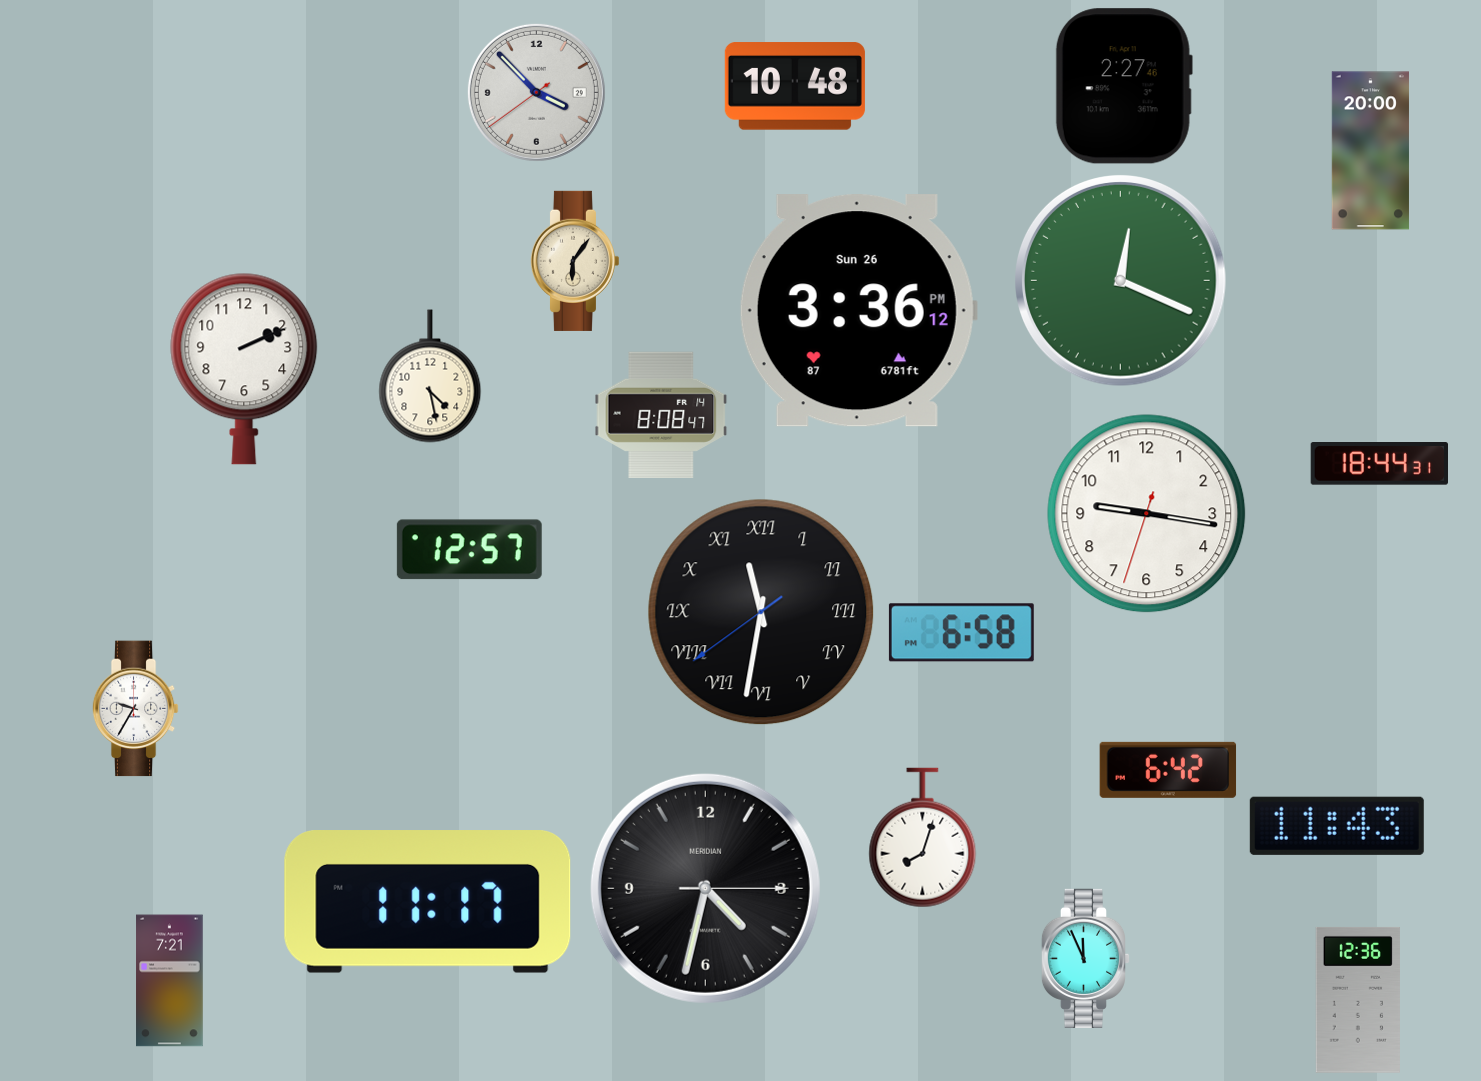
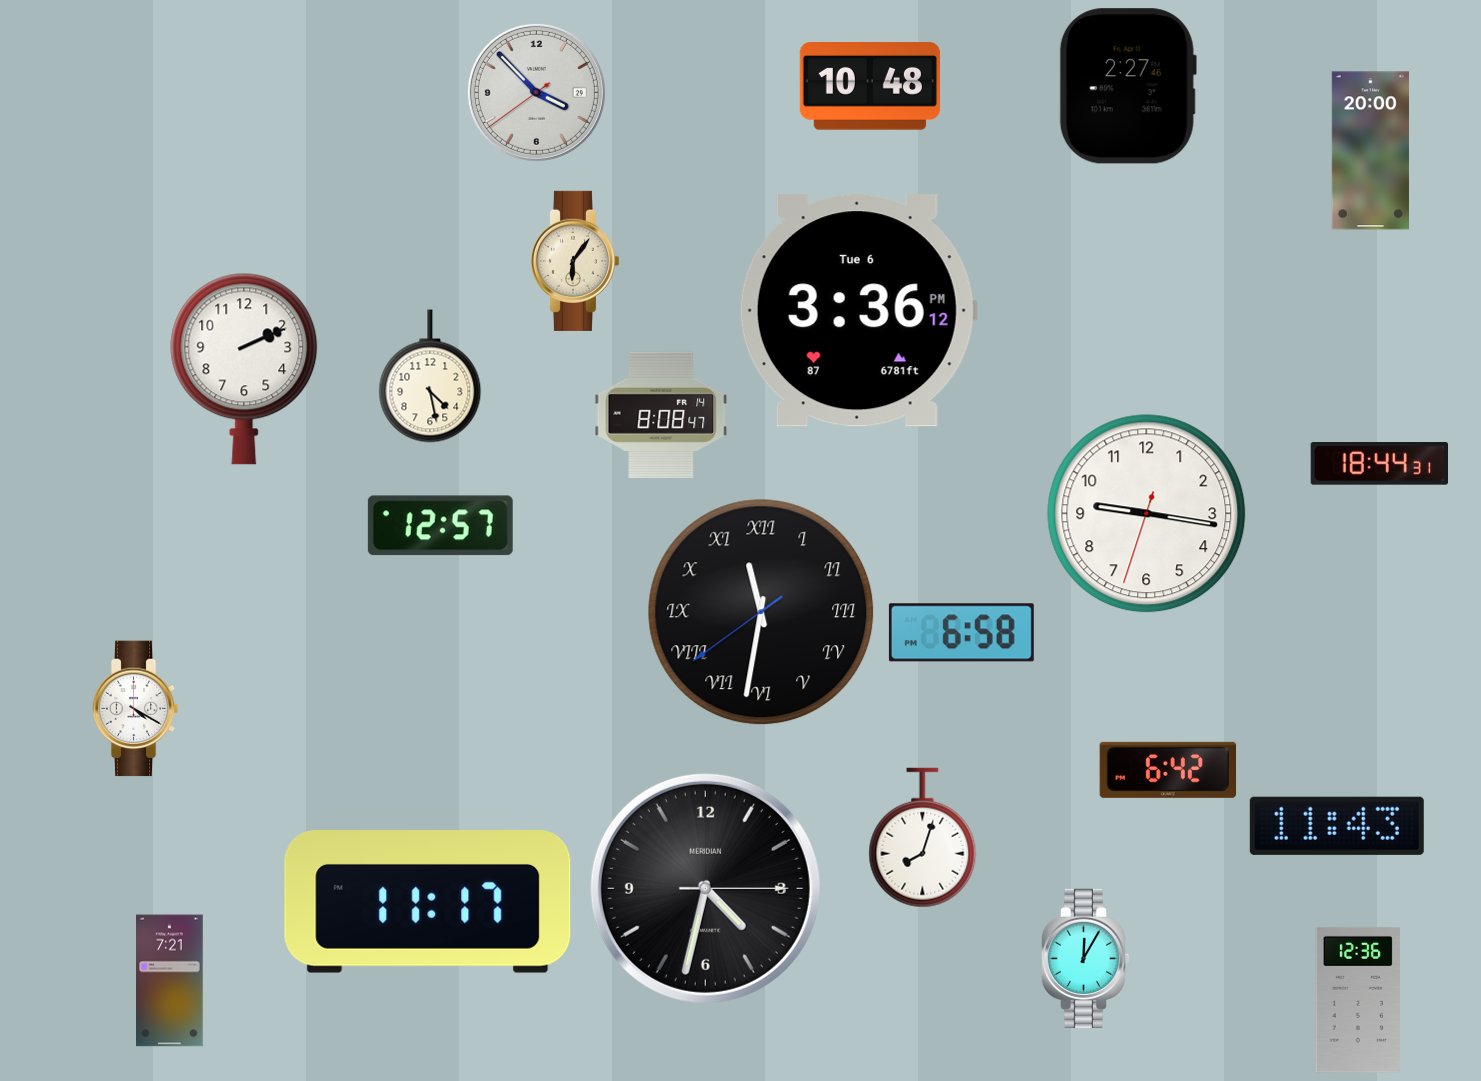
clock at (795, 86) position: (795, 86) -> (870, 86)
clock at (1124, 86) position: (1124, 86) -> (1128, 86)
clock at (1121, 281): 12:19 -> none
clock at (858, 311) date: Sun 26 -> Tue 6
clock at (469, 550) position: (469, 550) -> (440, 526)
clock at (135, 709): 9:35 -> 4:20
clock at (1086, 958): 11:56 -> 12:05
